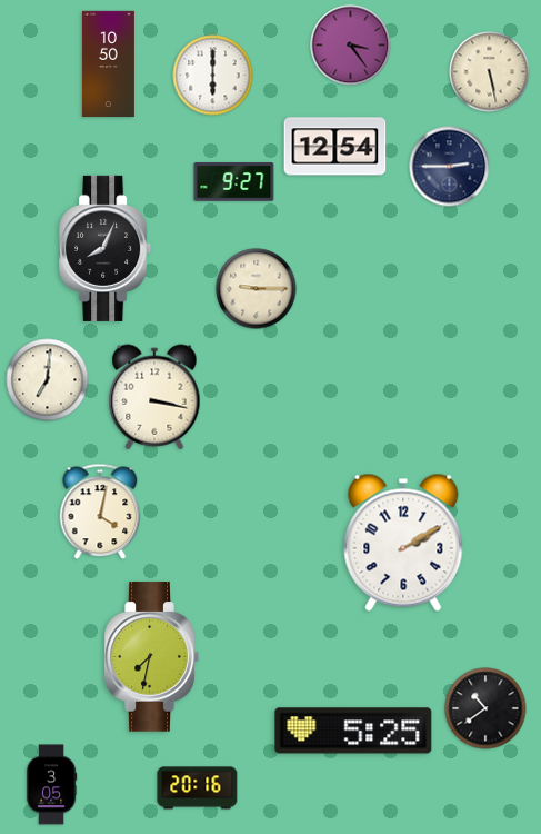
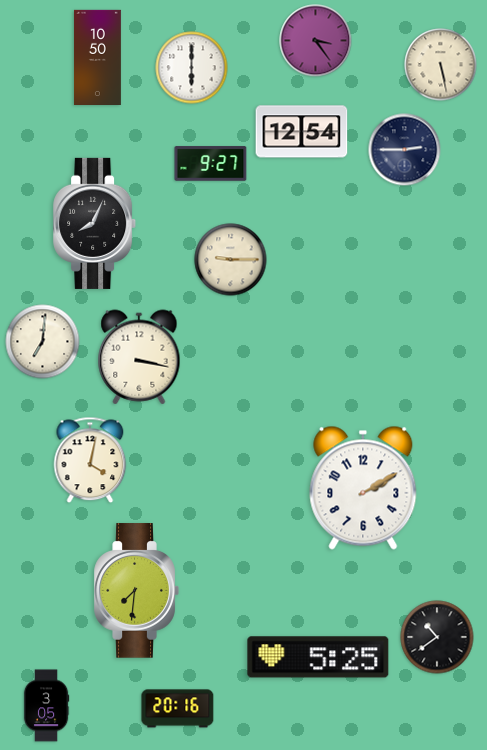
clock at (151, 657): 7:32 -> 7:31
